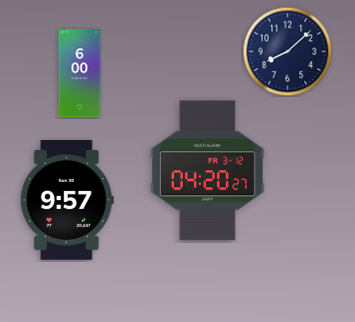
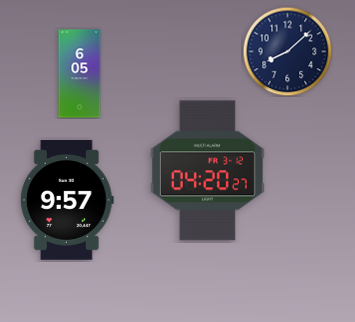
clock at (80, 74): 6:00 -> 6:05
